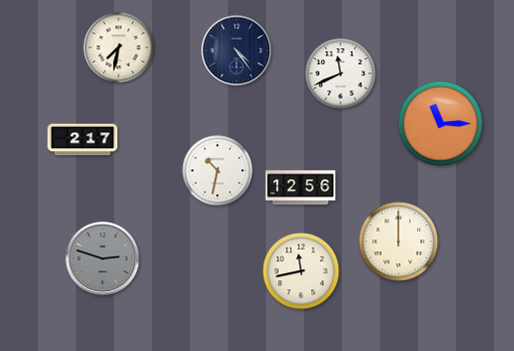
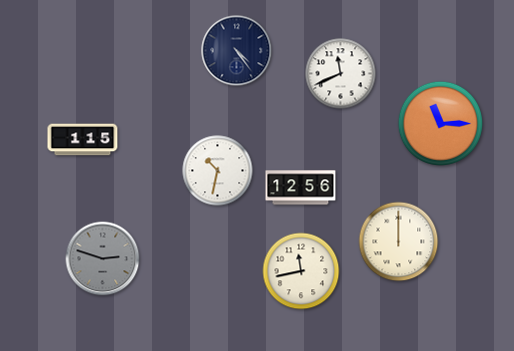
clock at (119, 48): 7:32 -> none
clock at (83, 140): 2:17 -> 1:15
